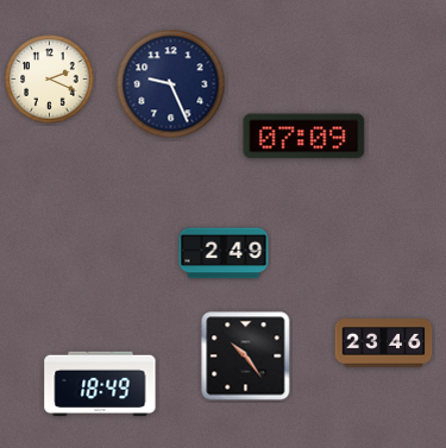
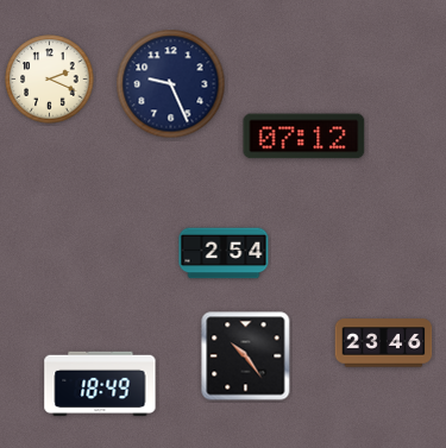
clock at (304, 137): 07:09 -> 07:12
clock at (224, 253): 2:49 -> 2:54
